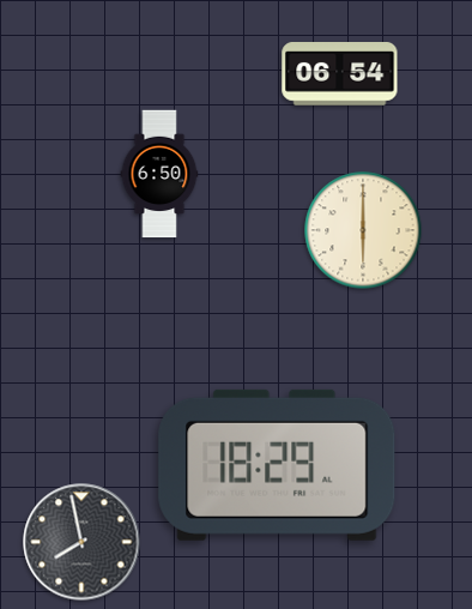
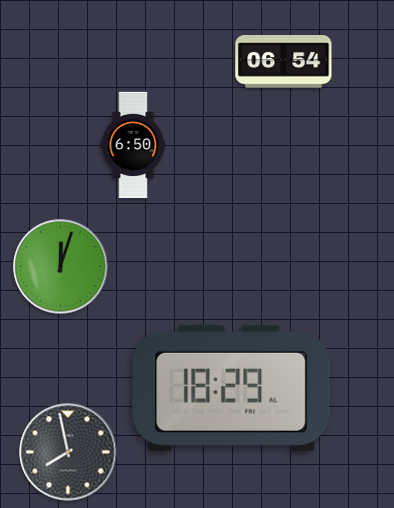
clock at (363, 230): 6:00 -> none
clock at (61, 267): none -> 12:03
